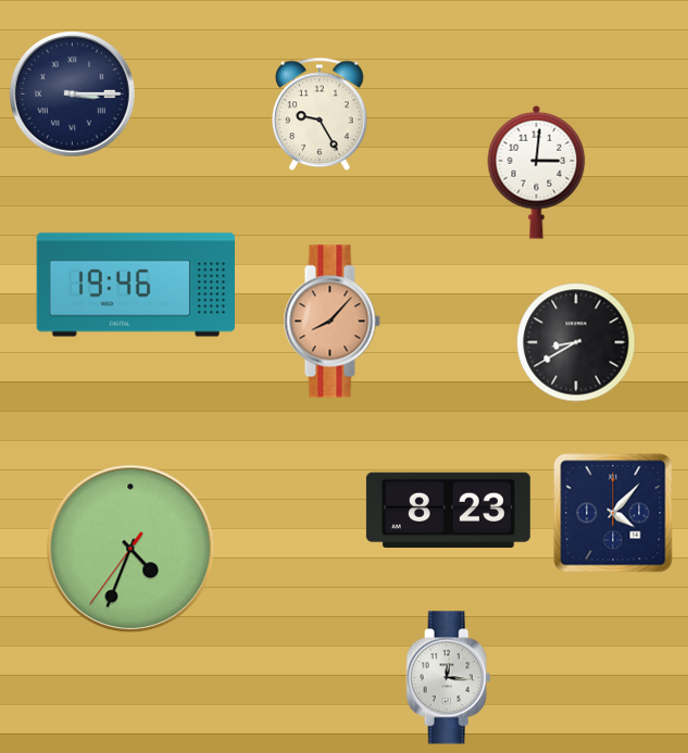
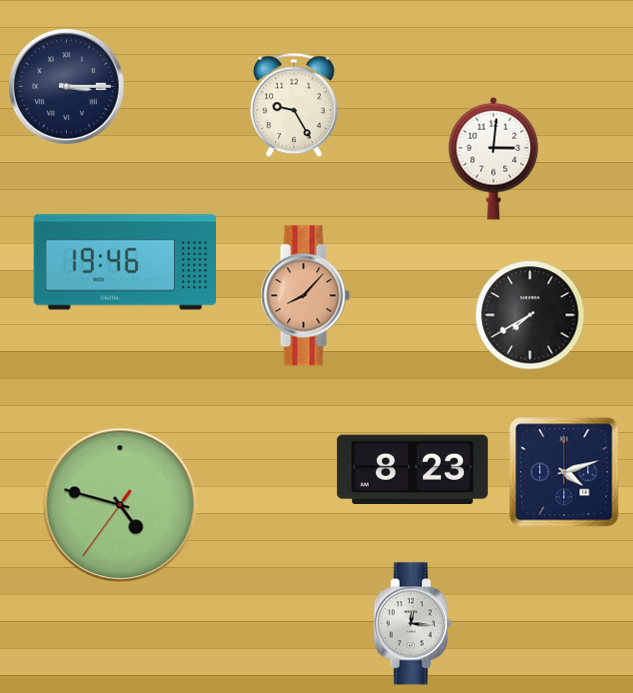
clock at (576, 342): 8:40 -> 7:40
clock at (613, 513): 4:07 -> 4:12
clock at (130, 549): 4:33 -> 4:47
